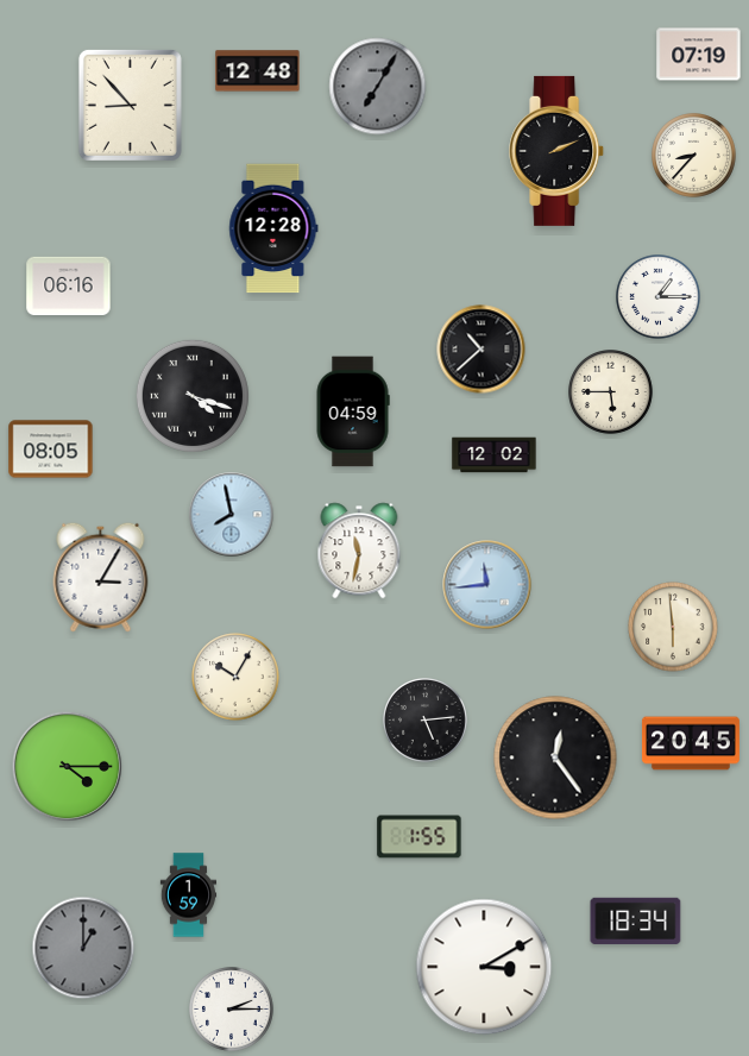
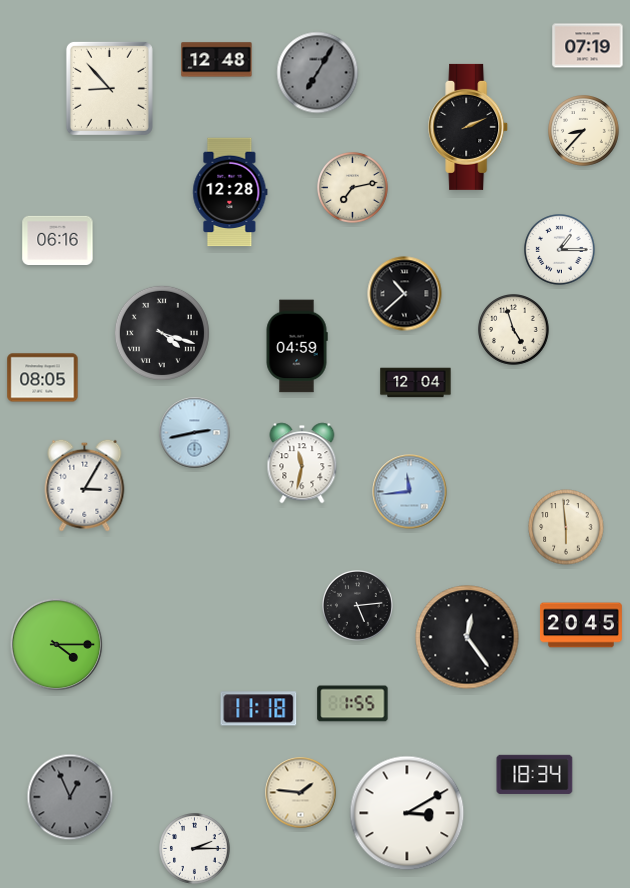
clock at (353, 188): none -> 7:13
clock at (659, 297) position: (659, 297) -> (560, 250)
clock at (611, 392): 5:45 -> 4:57
clock at (495, 455): 12:02 -> 12:04
clock at (232, 515): 7:58 -> 2:43
clock at (235, 677): 10:05 -> none
clock at (259, 709): none -> 11:18
clock at (189, 895): 1:59 -> none
clock at (301, 793): none -> 1:46
clock at (83, 948): 1:00 -> 12:56
